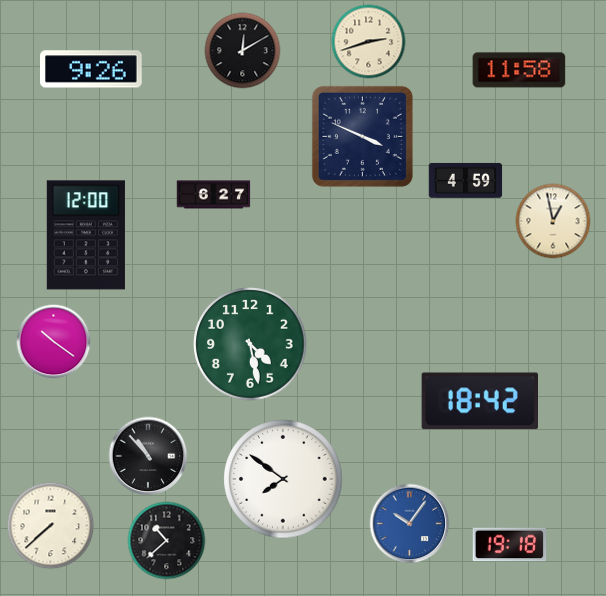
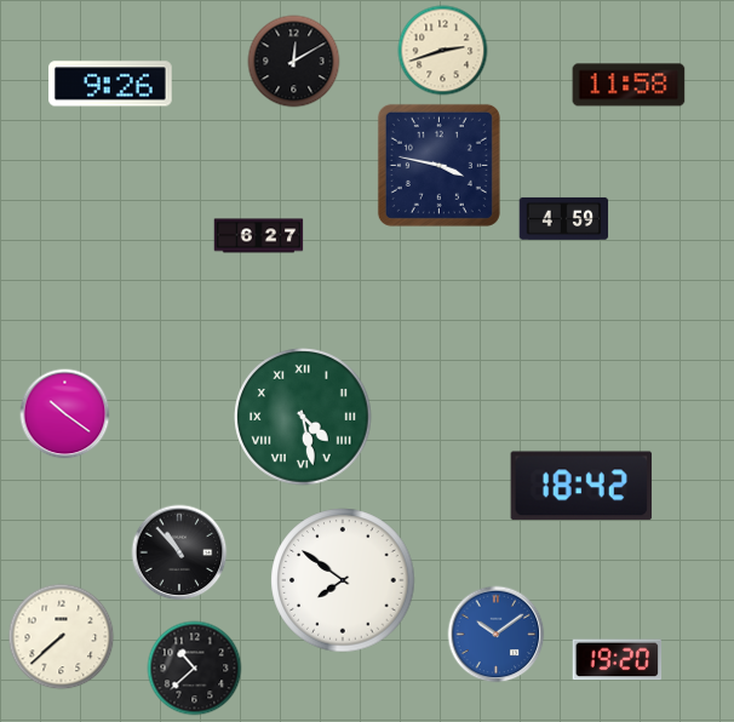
clock at (369, 42) position: (369, 42) -> (443, 51)
clock at (362, 136): 3:49 -> 3:47
clock at (553, 221): 12:58 -> none
clock at (86, 235): 12:00 -> none
clock at (251, 345) numerals: Arabic -> Roman
clock at (410, 524): 10:06 -> 10:09
clock at (167, 541) position: (167, 541) -> (195, 669)
clock at (510, 545): 19:18 -> 19:20
